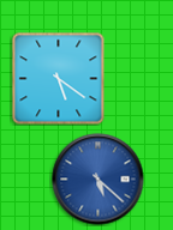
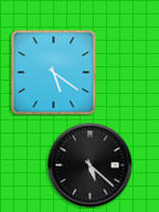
clock at (99, 180) dial: blue -> black
